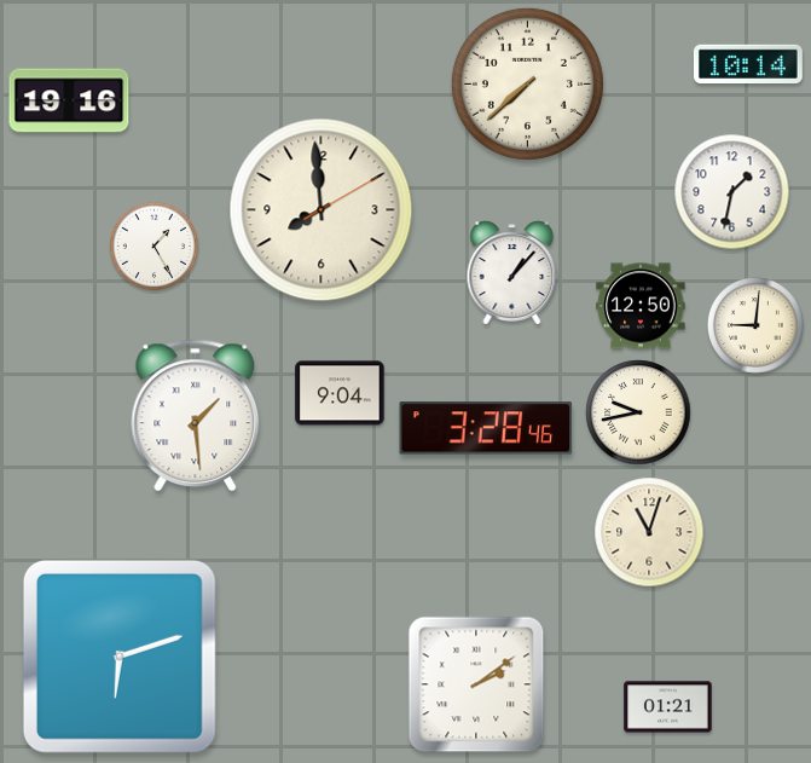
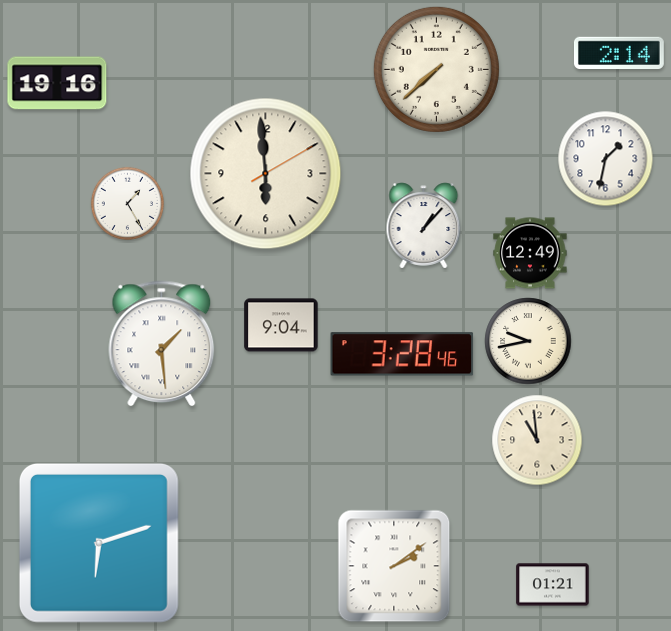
clock at (748, 64): 10:14 -> 2:14
clock at (321, 210): 7:59 -> 5:59
clock at (641, 306): 12:50 -> 12:49
clock at (755, 325): 9:01 -> none
clock at (649, 532): 11:03 -> 10:59
